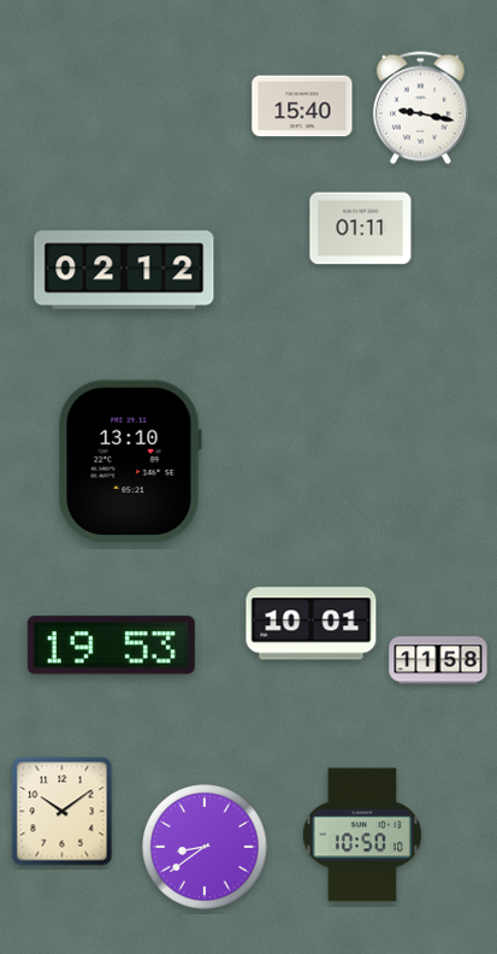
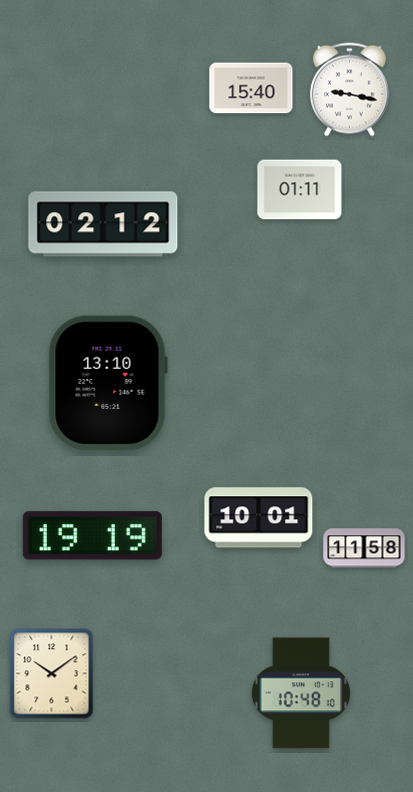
clock at (111, 646): 19:53 -> 19:19
clock at (362, 835): 10:50 -> 10:48
clock at (206, 848): 8:39 -> none
